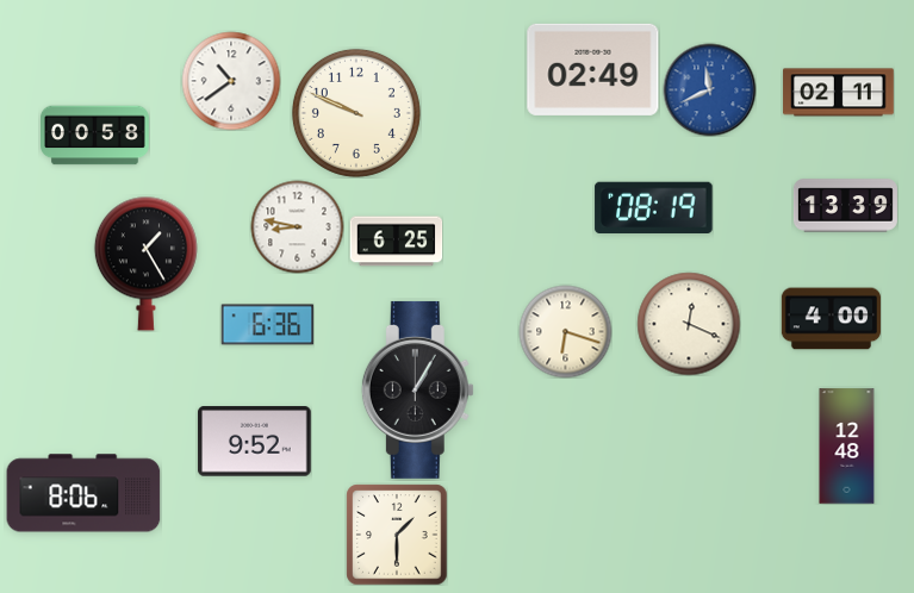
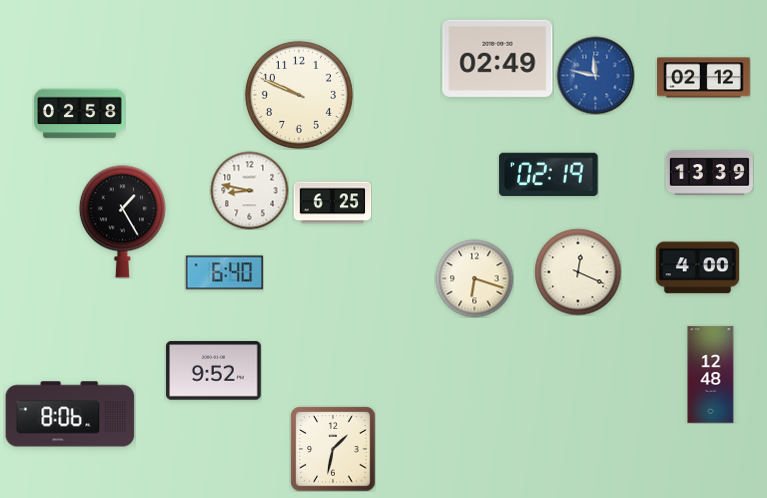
clock at (231, 81): 10:39 -> none
clock at (709, 89): 11:41 -> 11:47
clock at (839, 93): 02:11 -> 02:12
clock at (95, 136): 00:58 -> 02:58
clock at (654, 207): 08:19 -> 02:19
clock at (267, 325): 6:36 -> 6:40
clock at (417, 389): 1:05 -> none
clock at (397, 535): 1:30 -> 1:32
